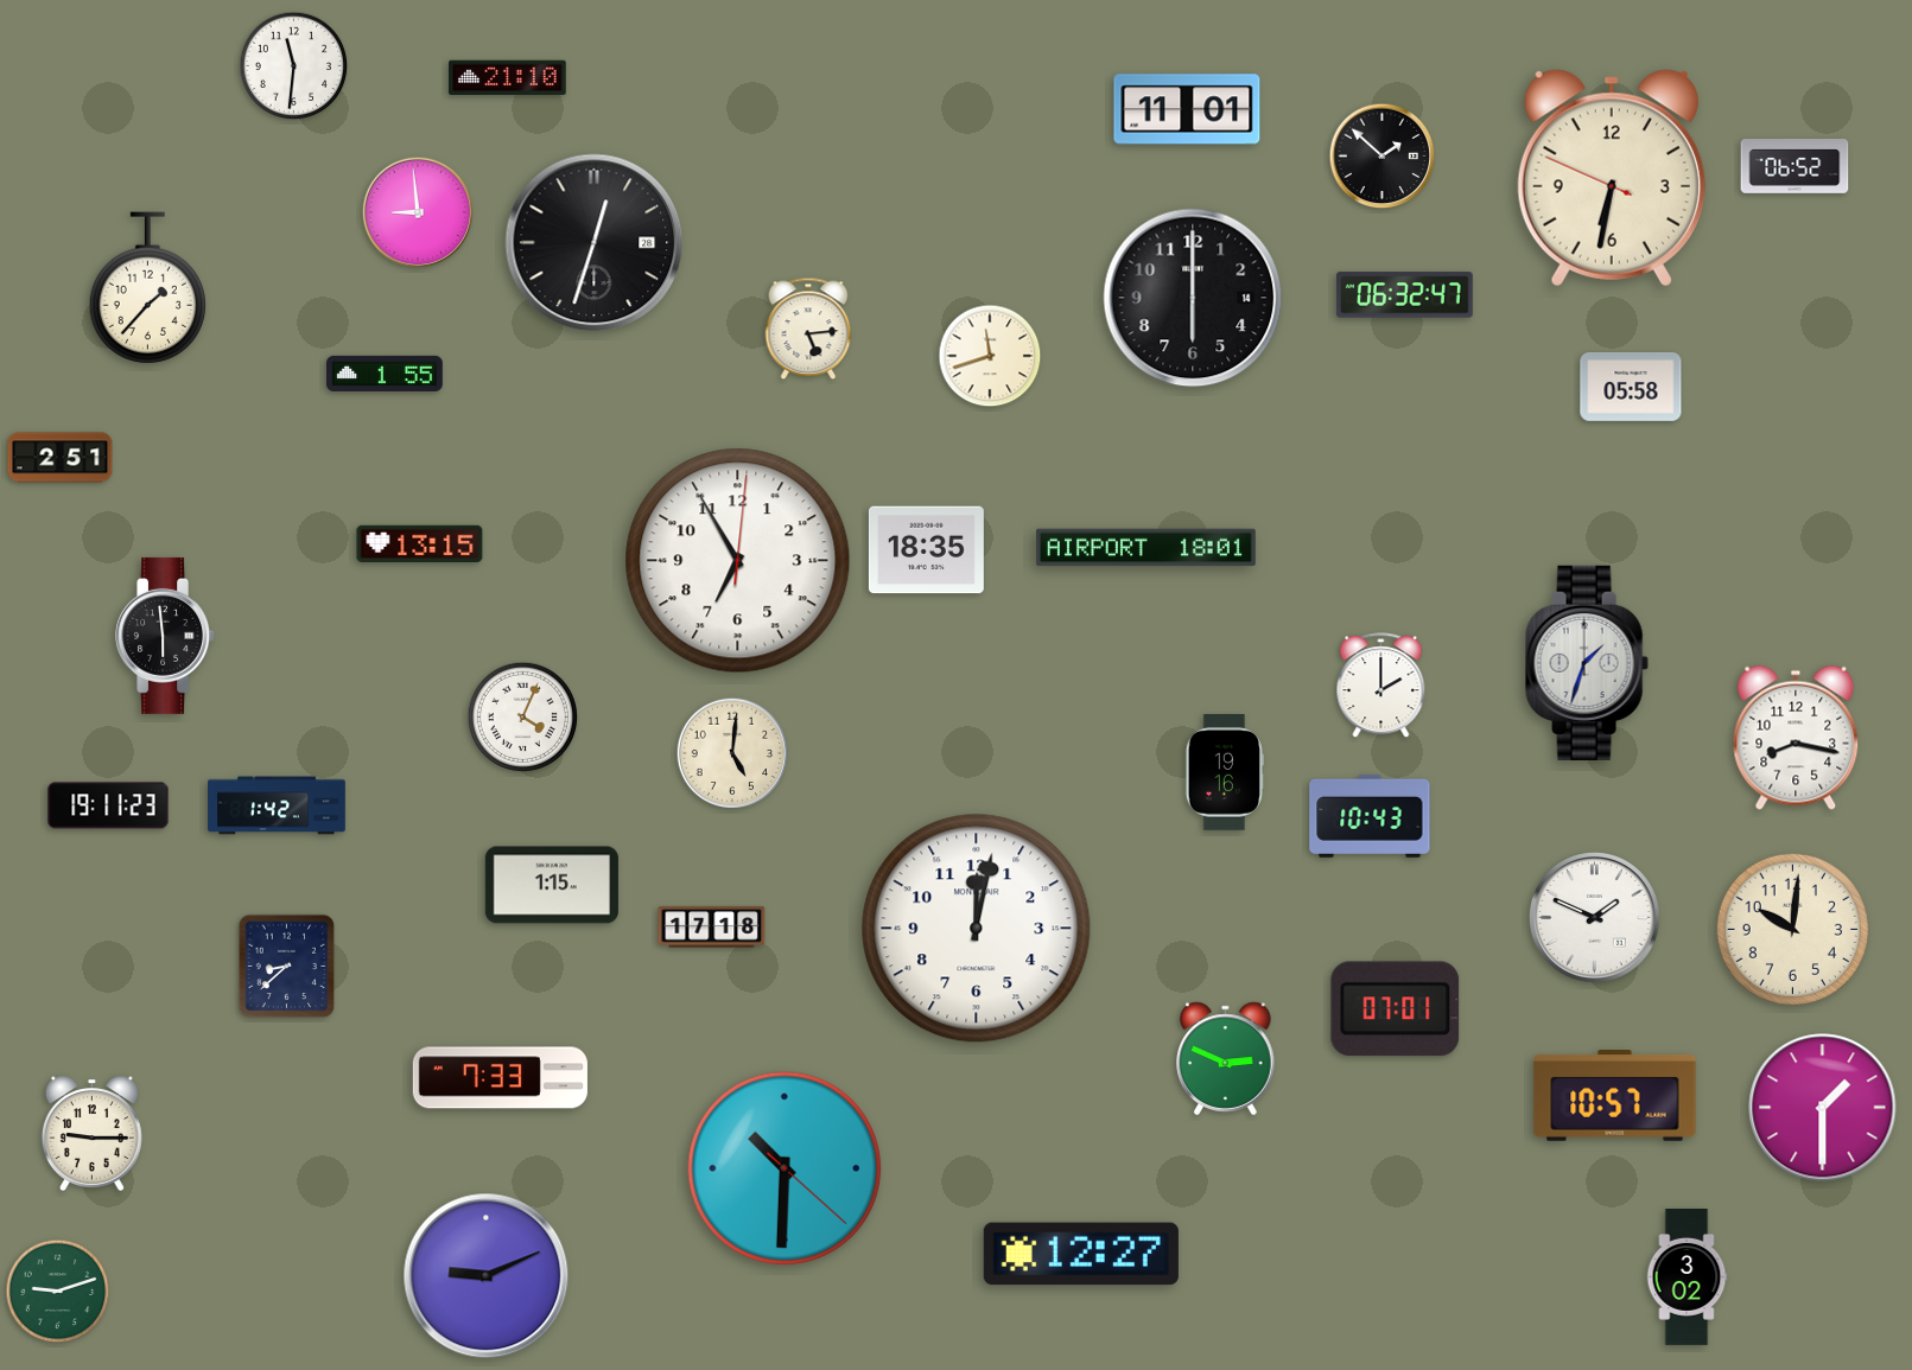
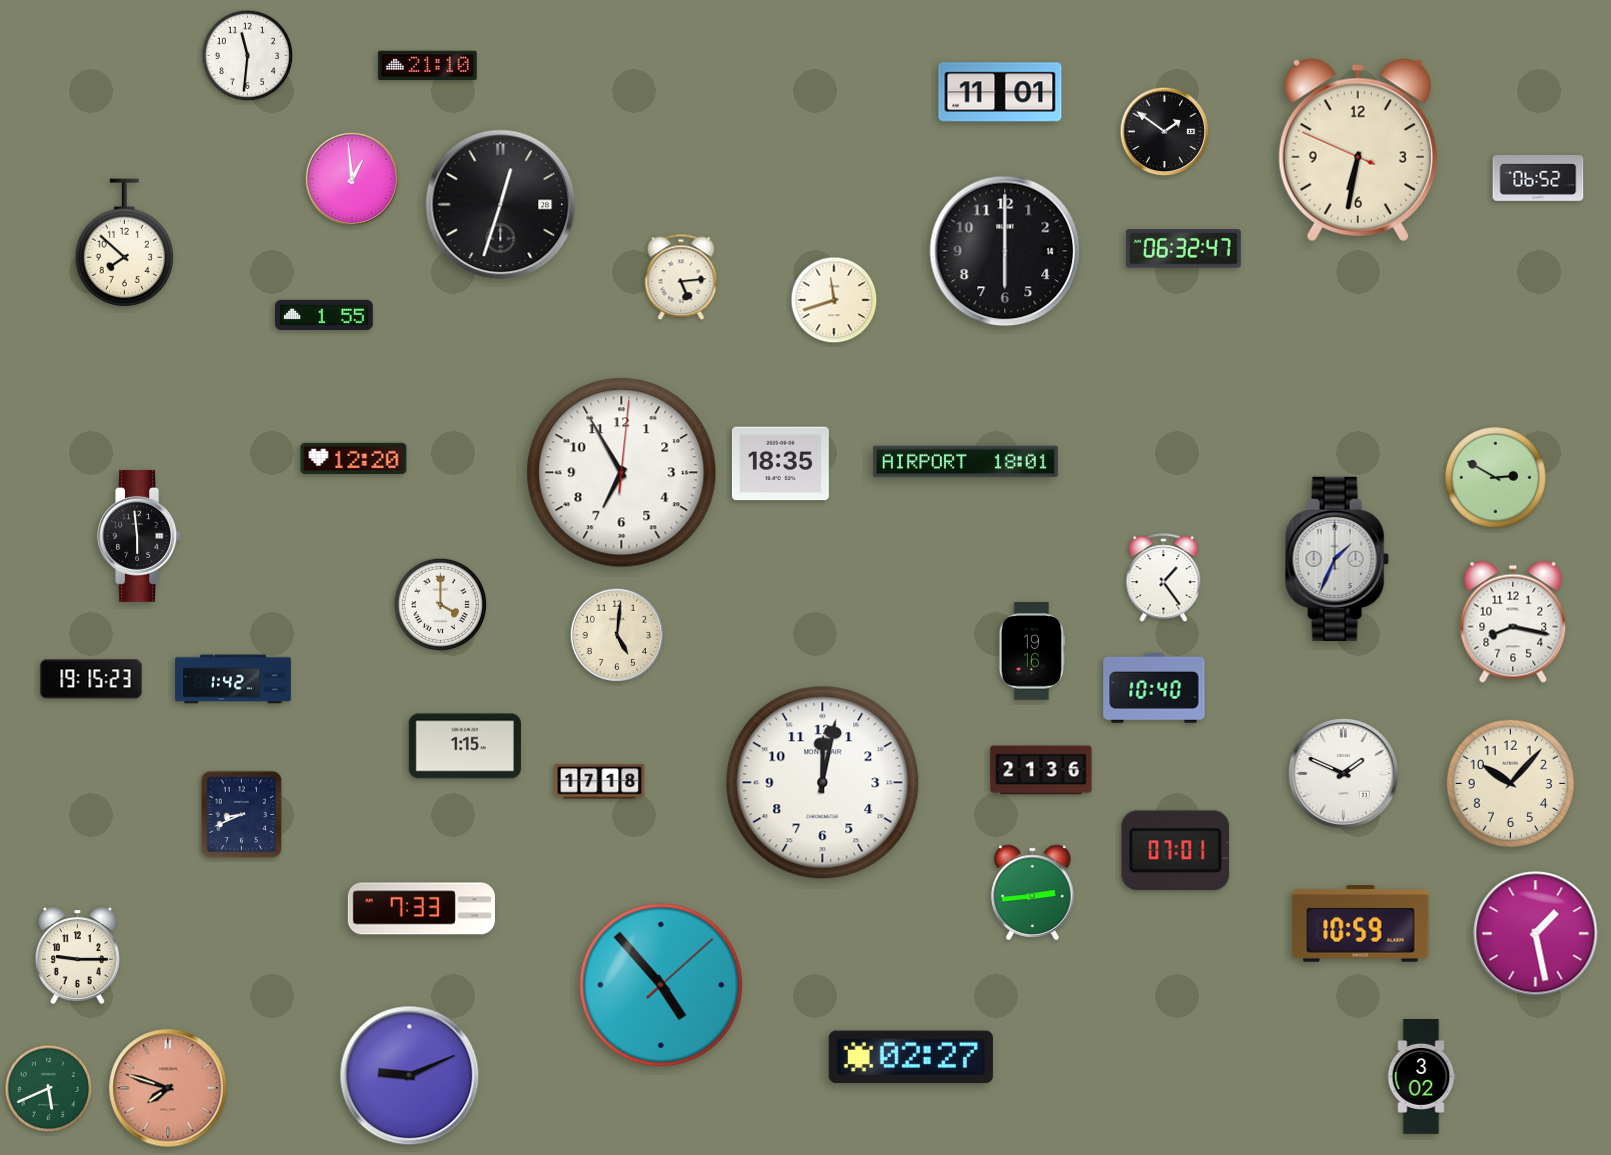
clock at (1383, 157): 1:52 -> 1:51
clock at (1795, 167) position: (1795, 167) -> (1538, 179)
clock at (418, 212): 8:59 -> 12:59
clock at (147, 288): 1:37 -> 7:52
clock at (1631, 387): 05:58 -> none
clock at (61, 458): 2:51 -> none
clock at (420, 543): 13:15 -> 12:20
clock at (1496, 478): none -> 2:50
clock at (1587, 663): 1:33 -> 1:34
clock at (1381, 686): 2:00 -> 1:24
clock at (522, 716): 4:04 -> 4:00
clock at (108, 805): 19:11 -> 19:15
clock at (1370, 816): 10:43 -> 10:40
clock at (1041, 770): none -> 21:36
clock at (1793, 930): 10:01 -> 10:07
clock at (287, 967): 8:38 -> 8:41
clock at (1226, 1059): 2:49 -> 2:44
clock at (1615, 1096): 10:57 -> 10:59
clock at (1823, 1108): 1:30 -> 1:28
clock at (785, 1168): 10:30 -> 4:53
clock at (1081, 1254): 12:27 -> 02:27
clock at (168, 1088): none -> 7:48
clock at (58, 1292): 9:12 -> 5:41
